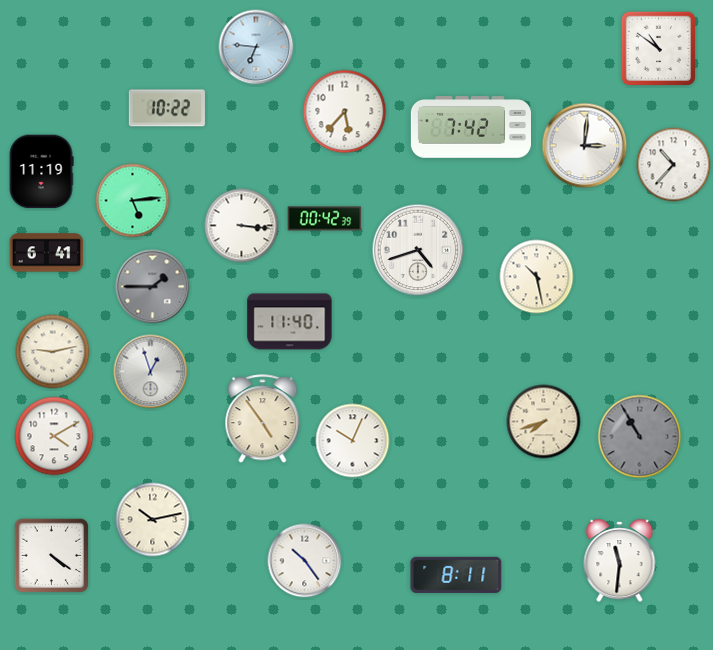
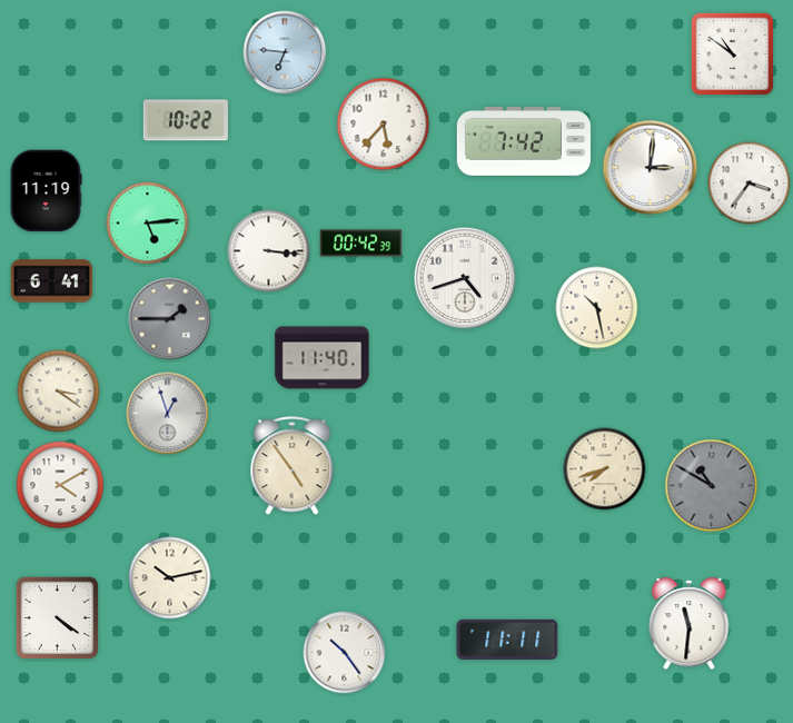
clock at (585, 146) position: (585, 146) -> (651, 168)
clock at (674, 165): 10:37 -> 3:36
clock at (53, 352): 9:13 -> 3:21
clock at (640, 437): 10:55 -> 10:50
clock at (353, 441): 10:04 -> none
clock at (305, 561) position: (305, 561) -> (345, 653)
clock at (456, 575): 8:11 -> 11:11
